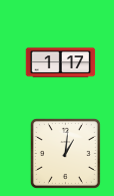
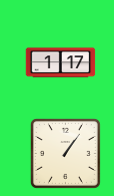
clock at (65, 153): 1:01 -> 1:06
